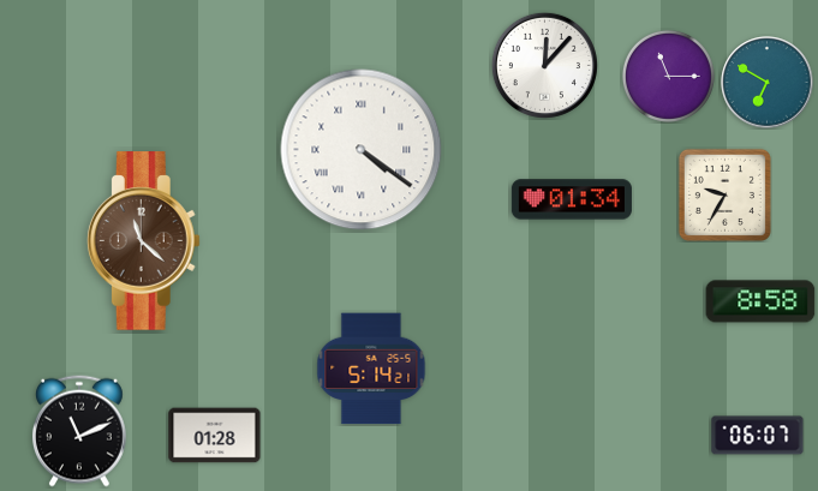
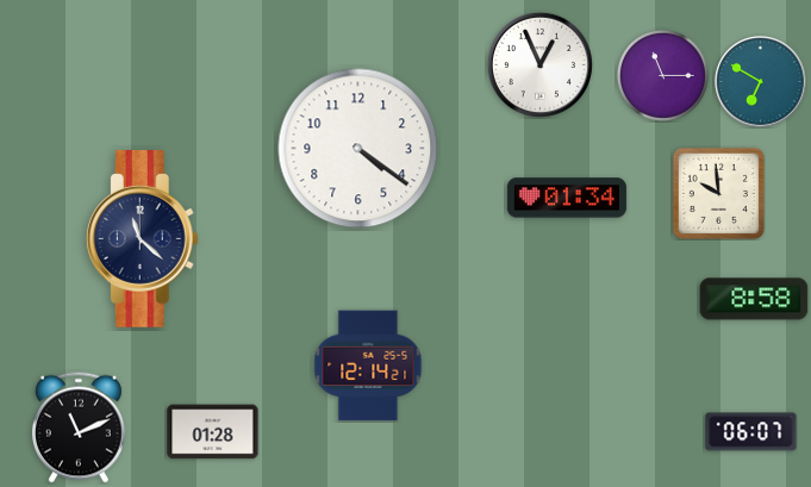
clock at (544, 65): 12:07 -> 12:56
clock at (362, 150) numerals: Roman -> Arabic
clock at (724, 194): 9:35 -> 9:59
clock at (143, 241) dial: brown -> navy
clock at (371, 369): 5:14 -> 12:14
